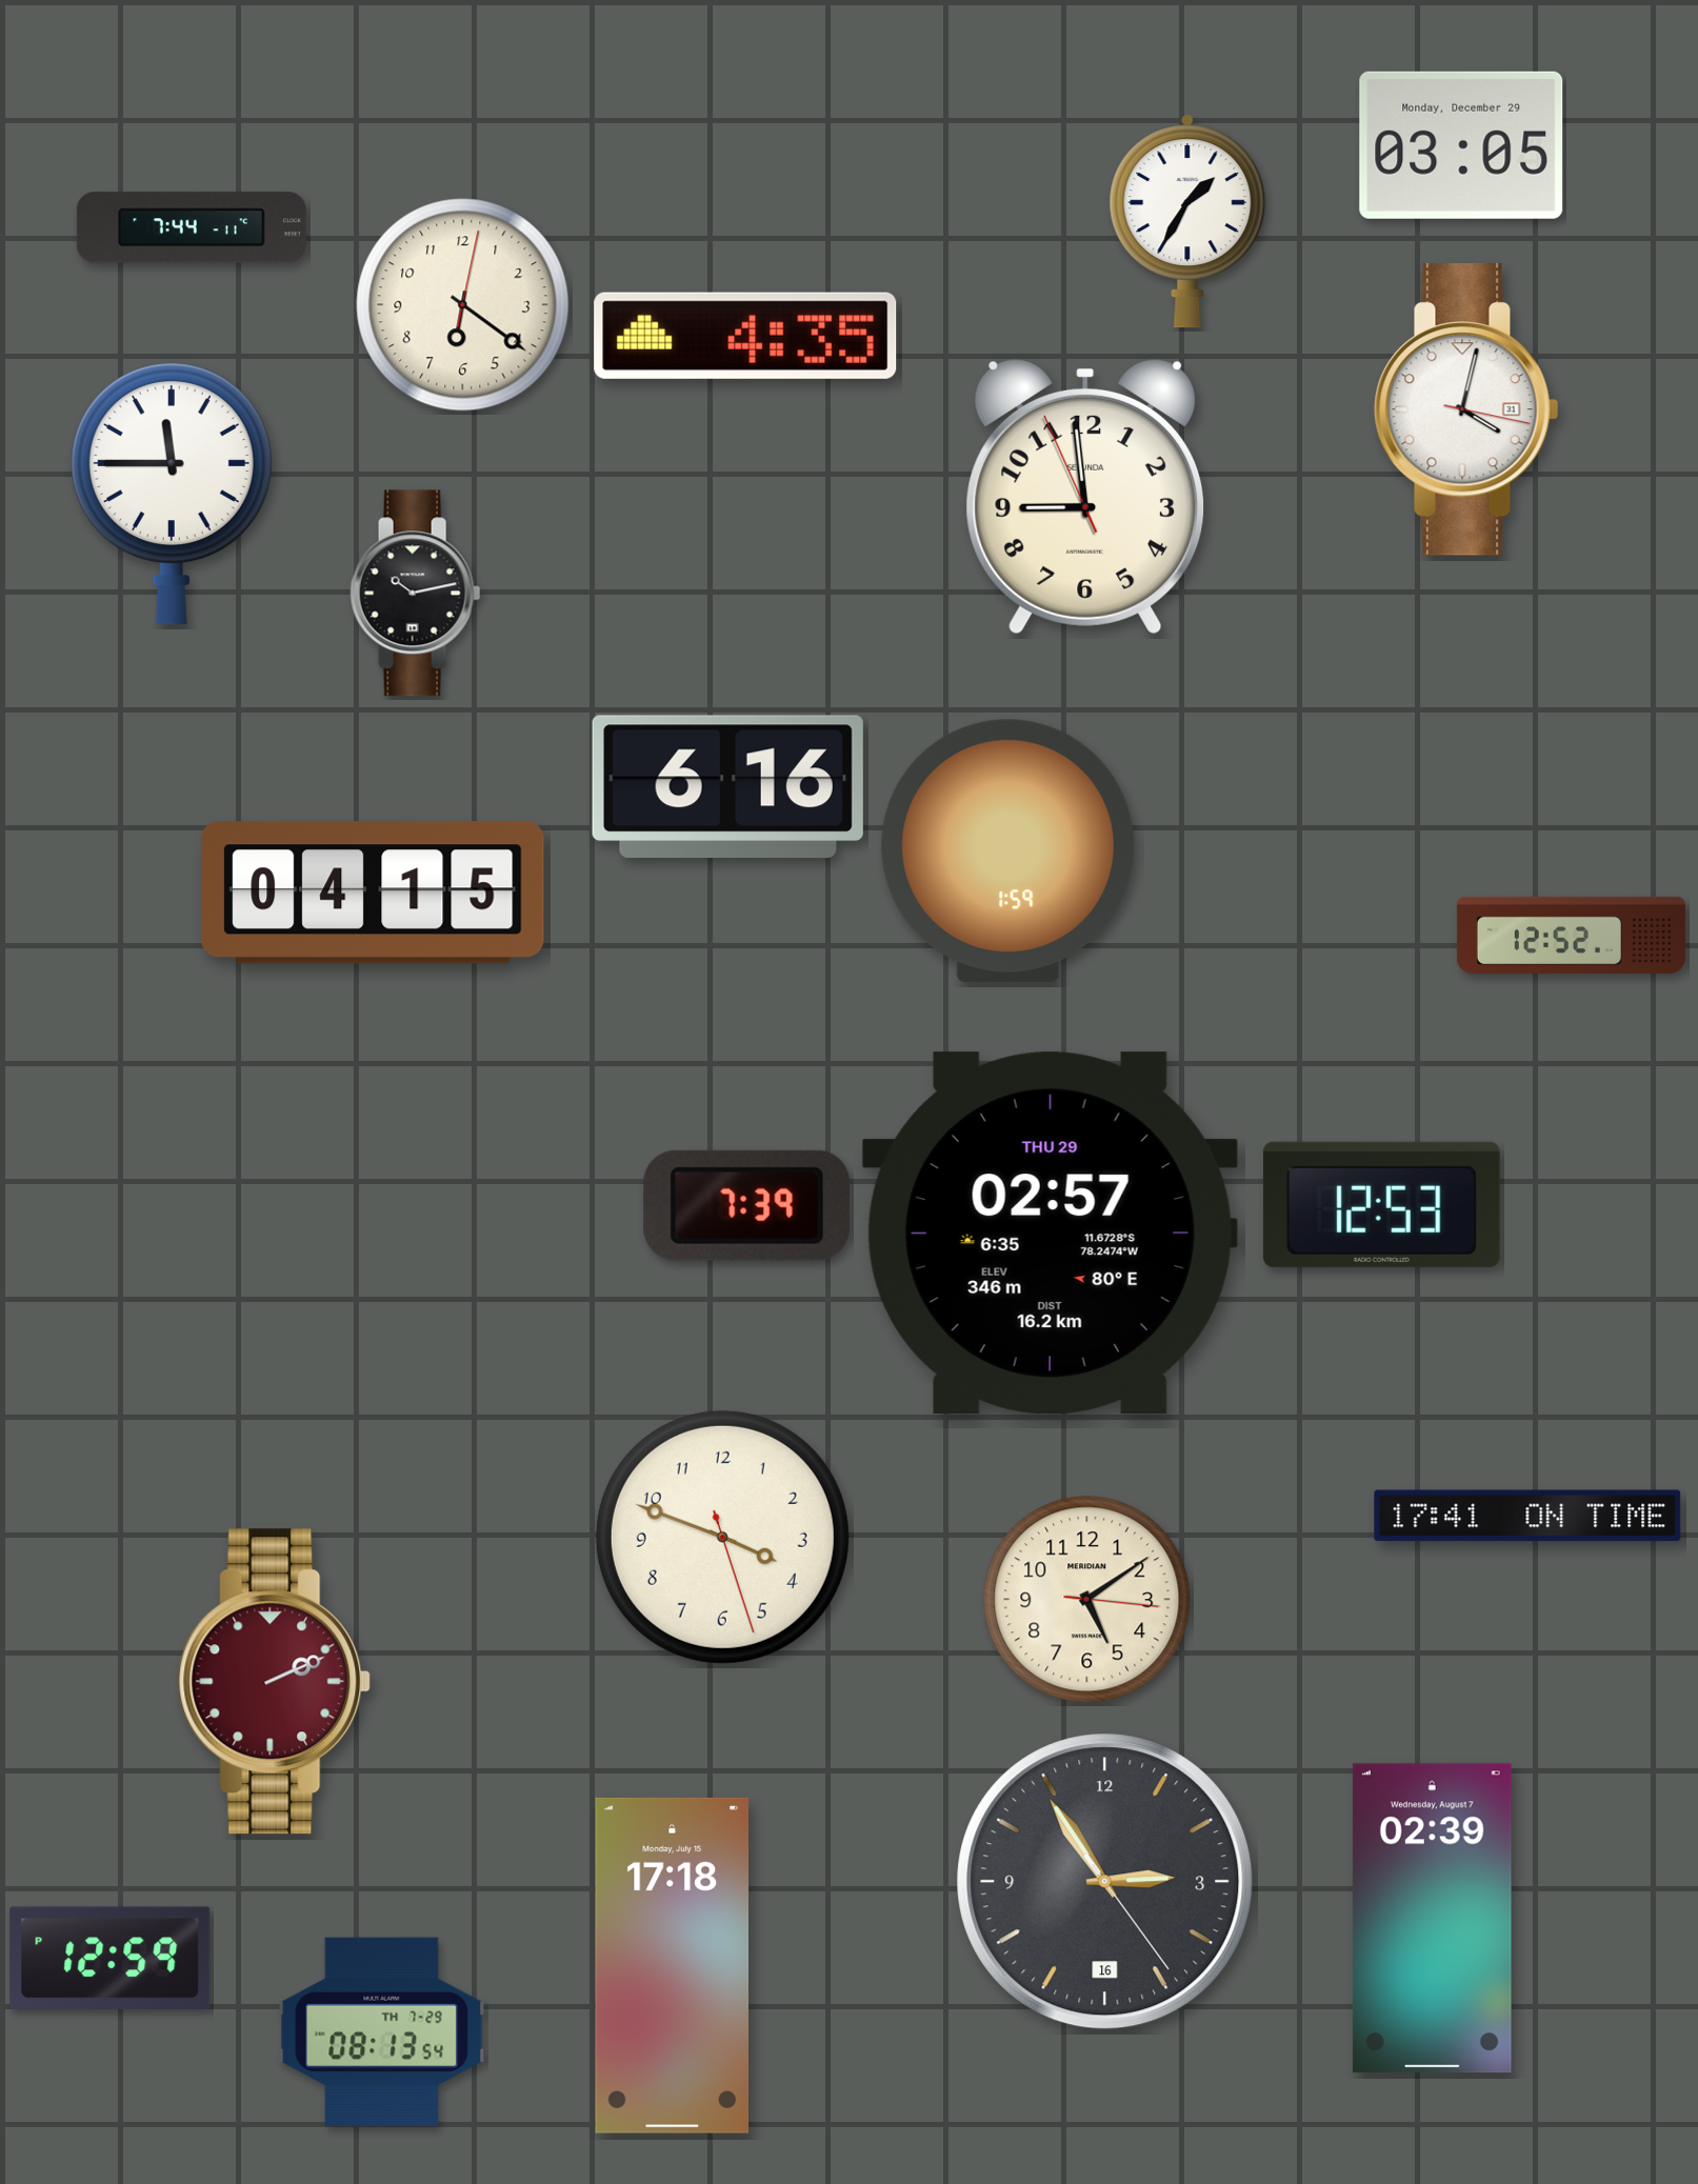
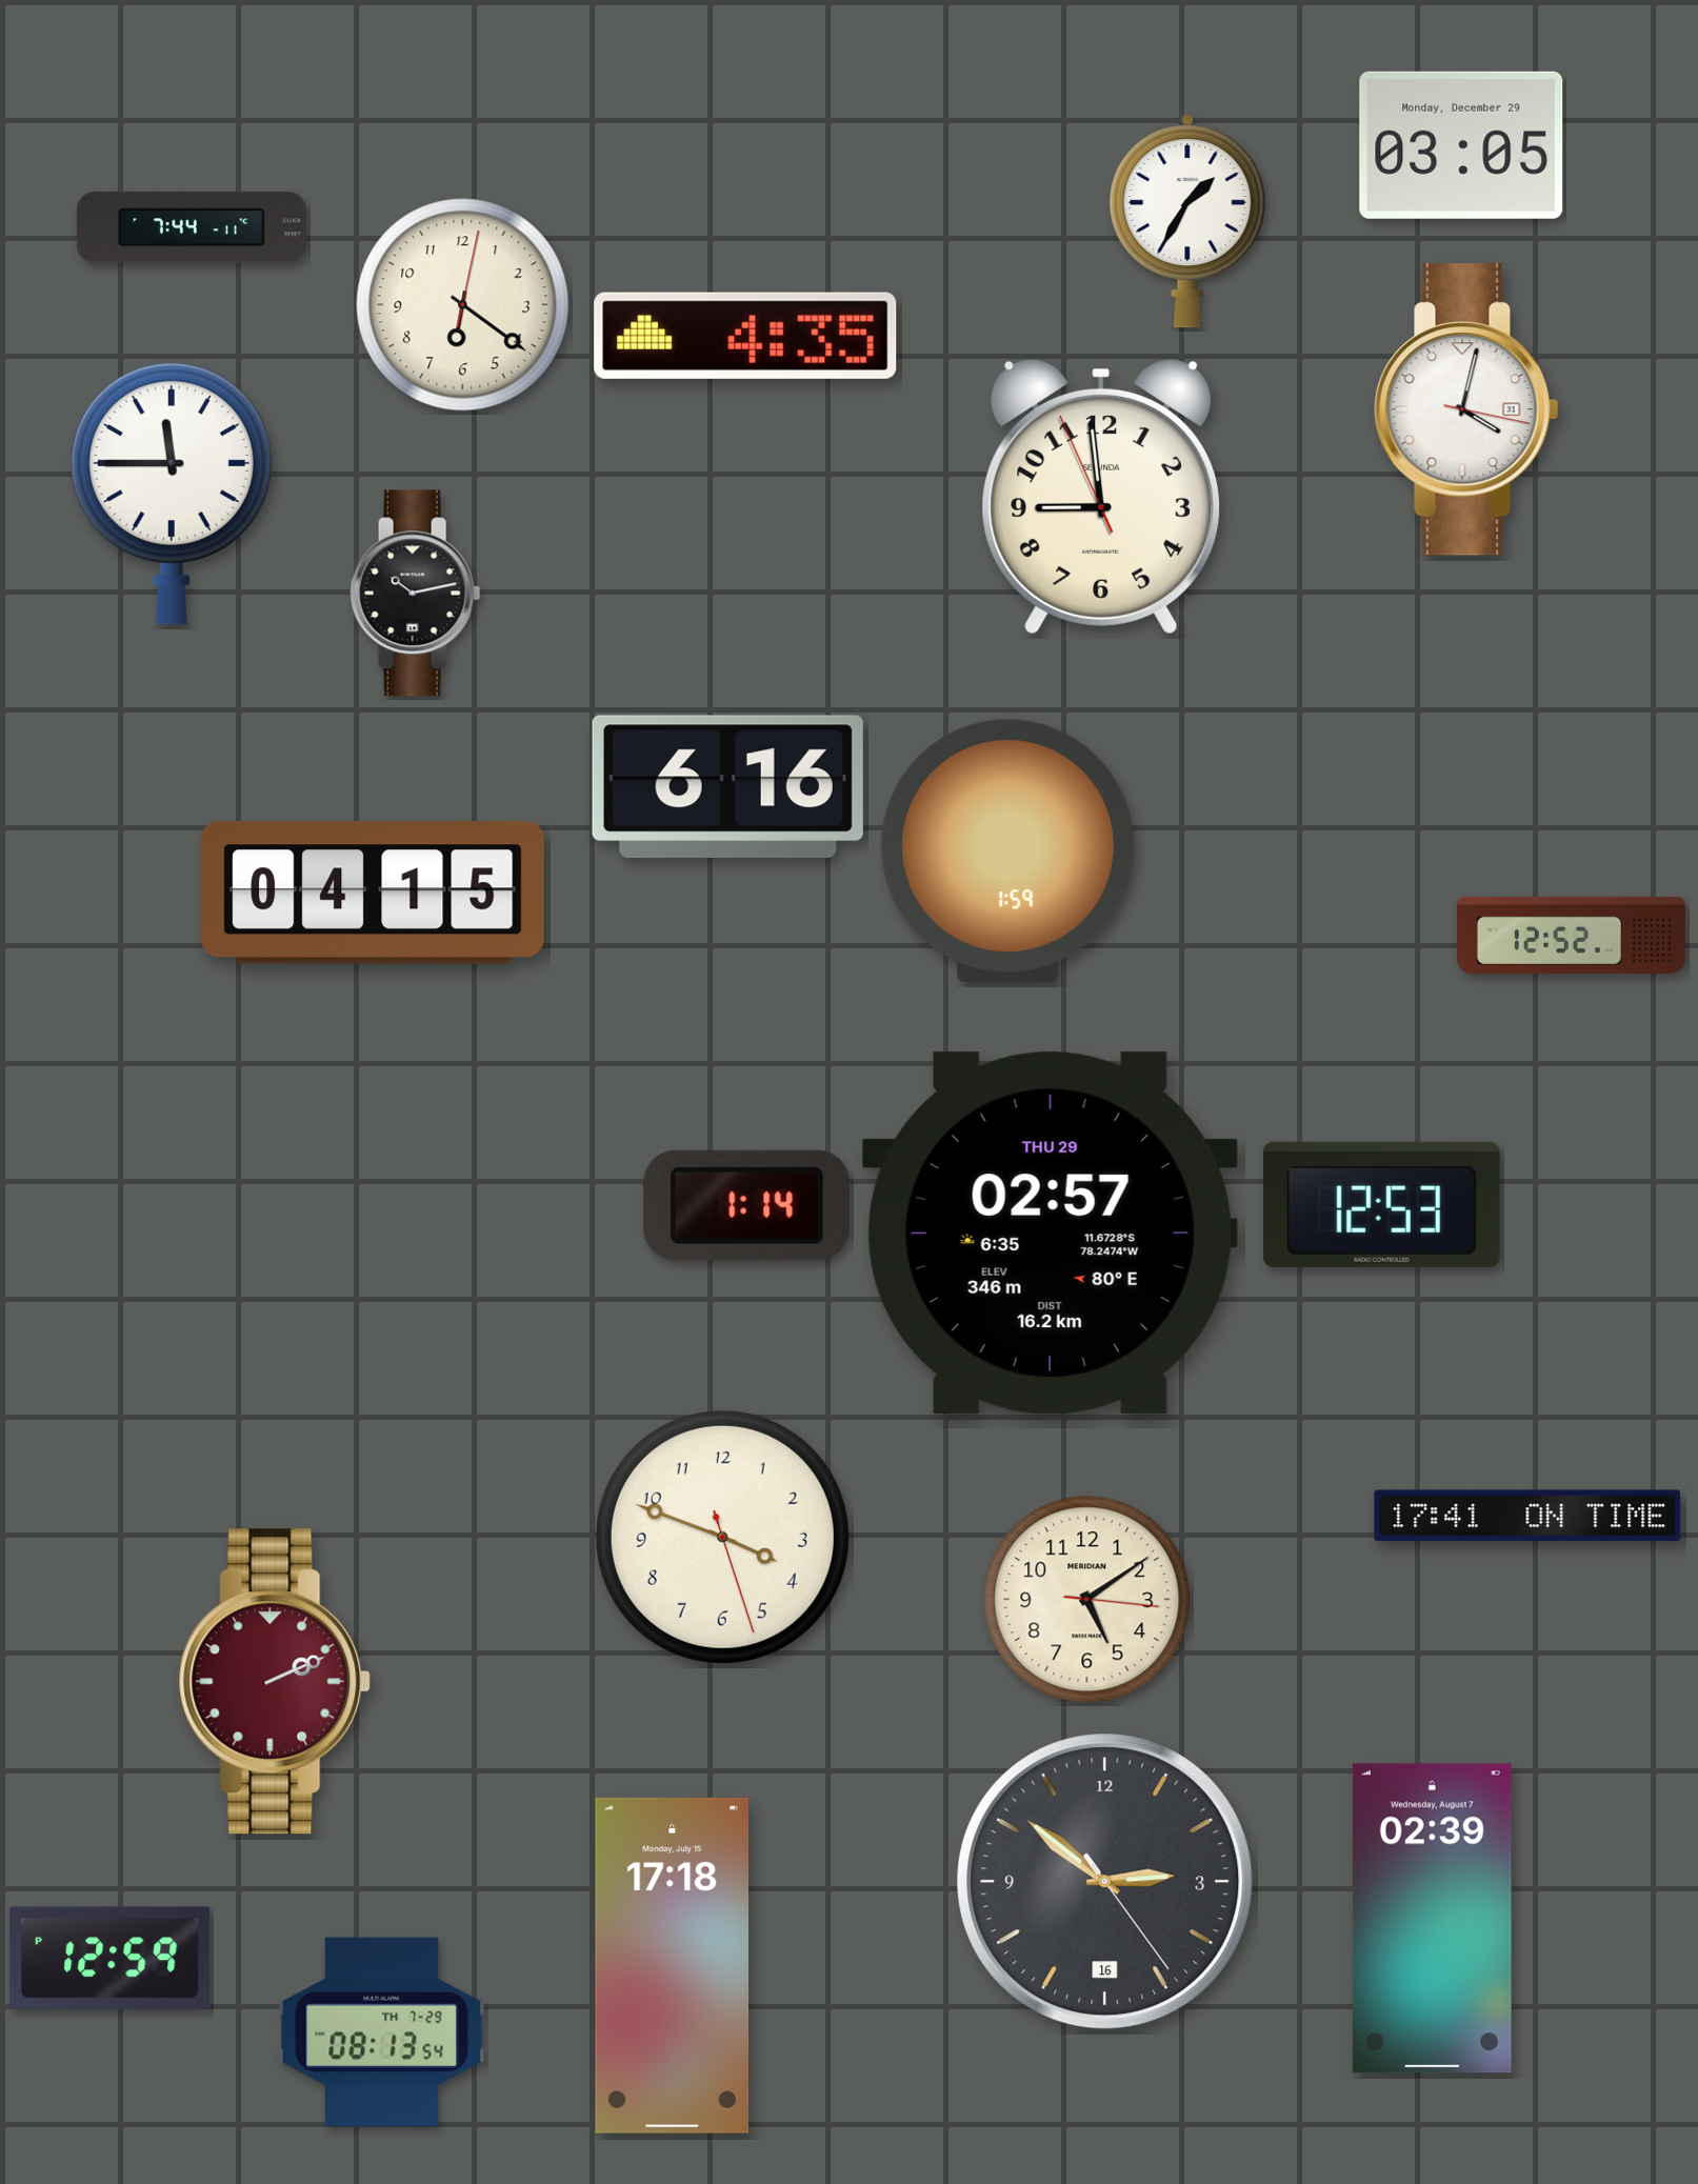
clock at (1085, 497) position: (1085, 497) -> (1101, 497)
clock at (747, 1205): 7:39 -> 1:14
clock at (1105, 1882): 2:54 -> 2:51
